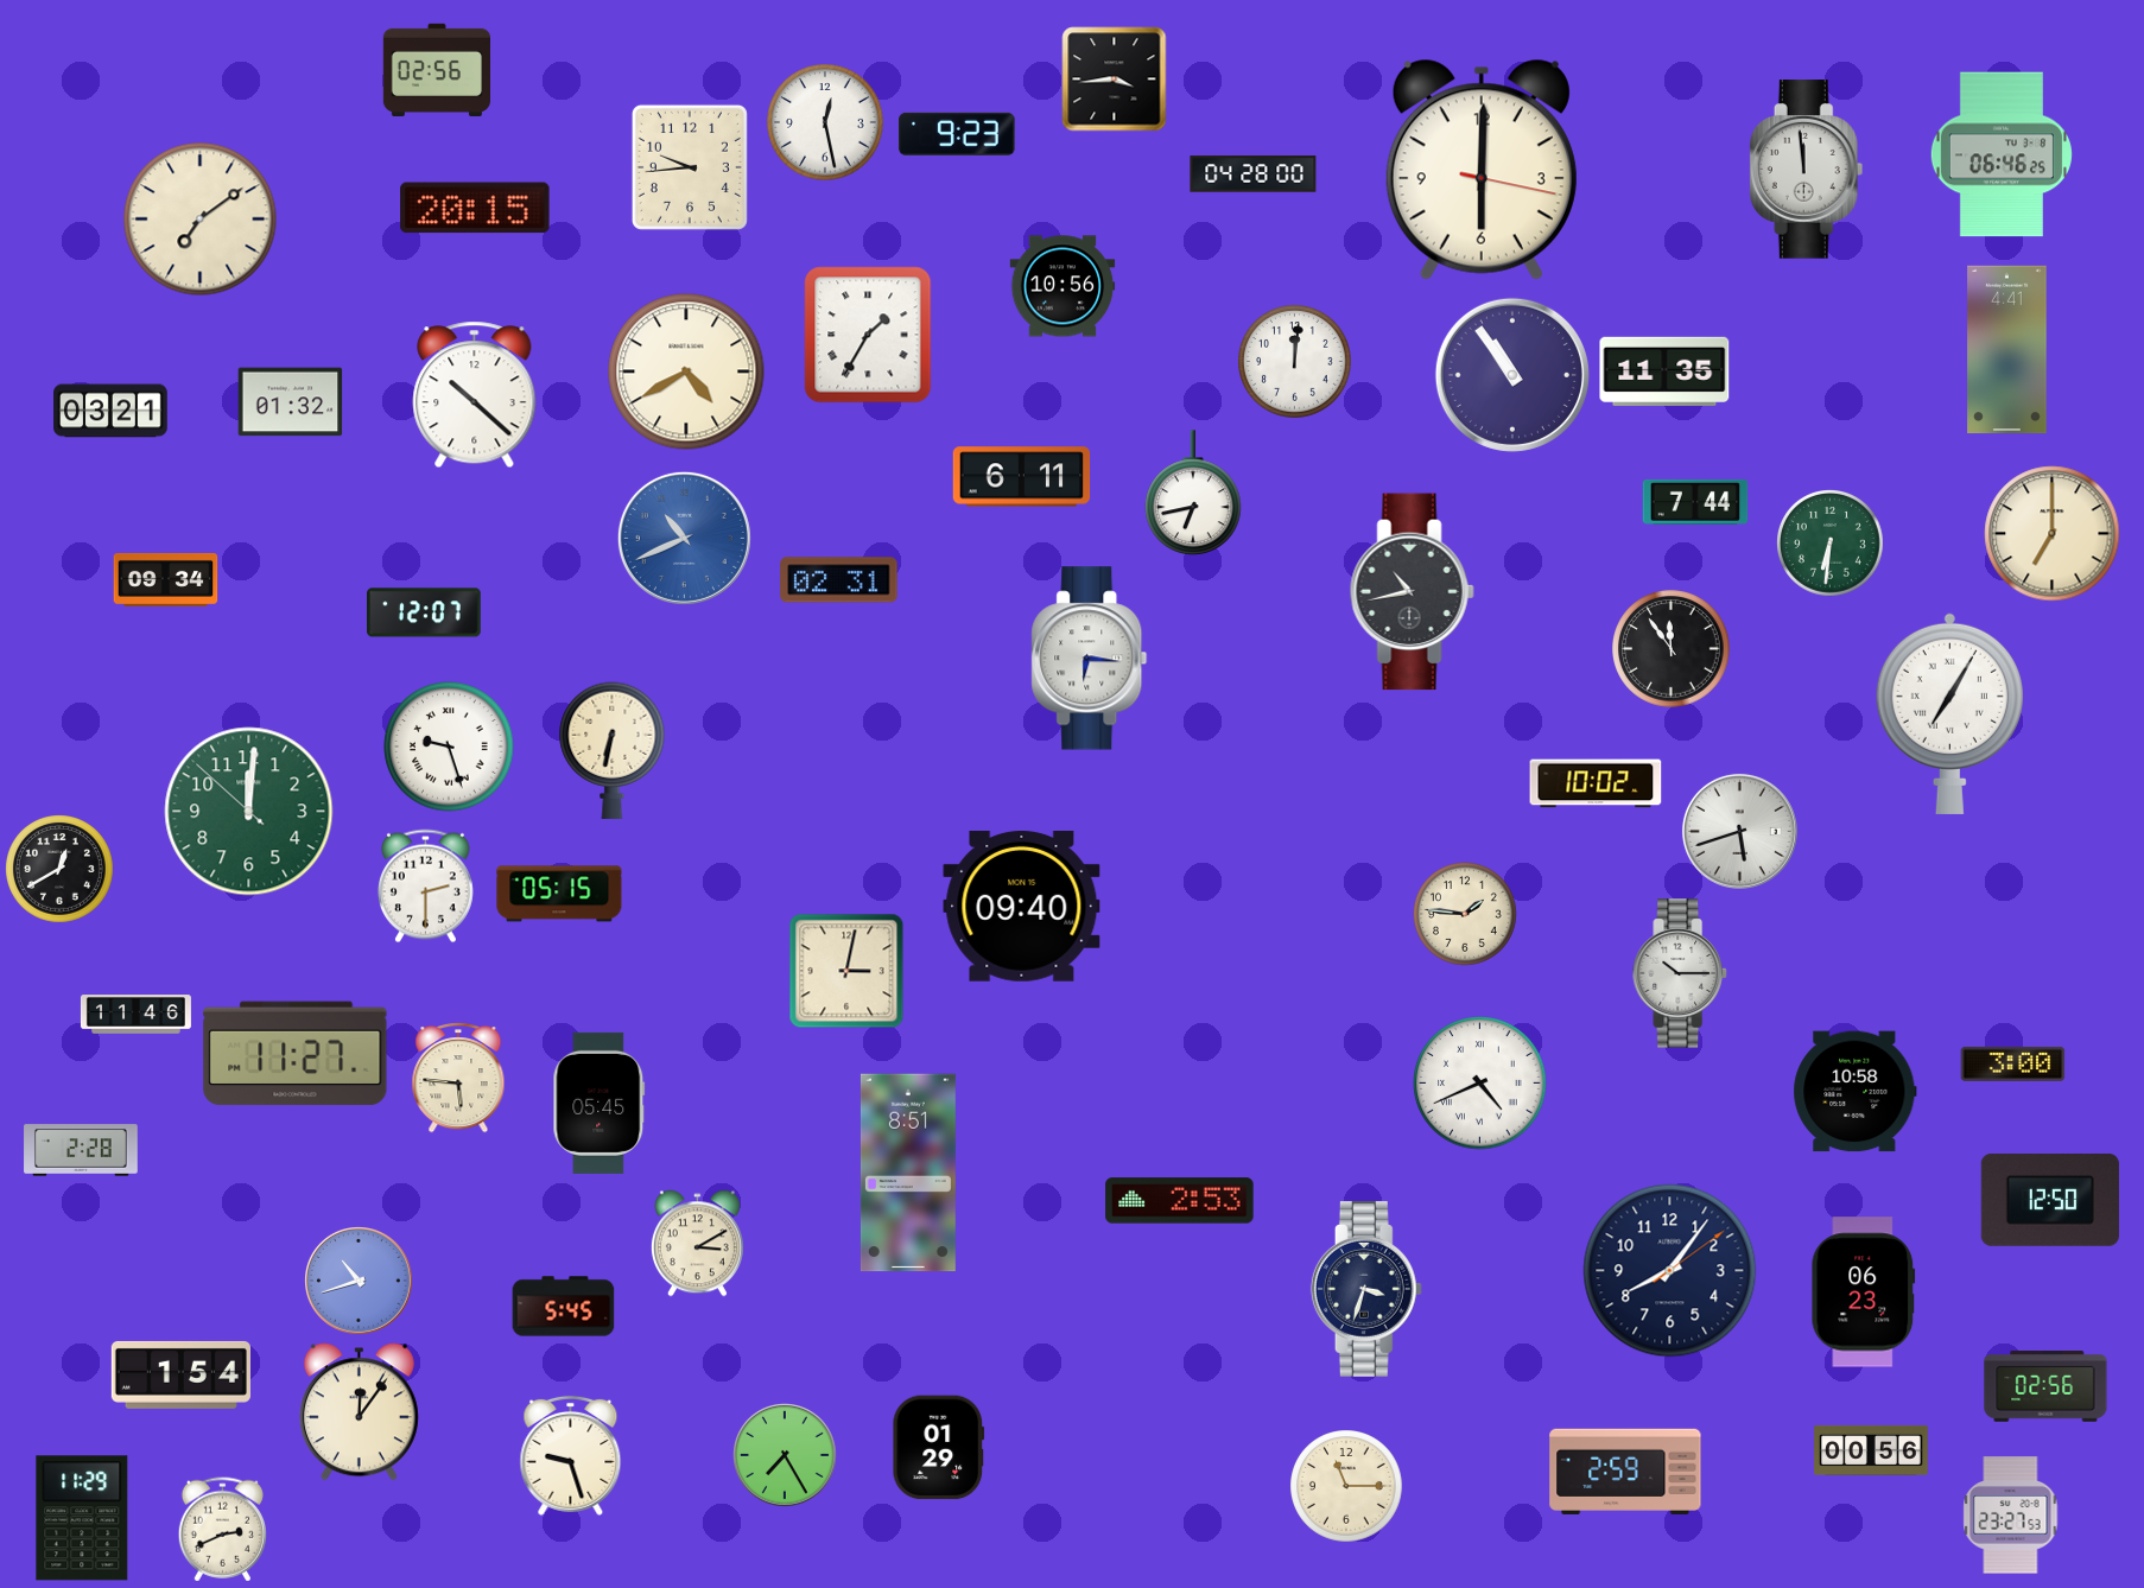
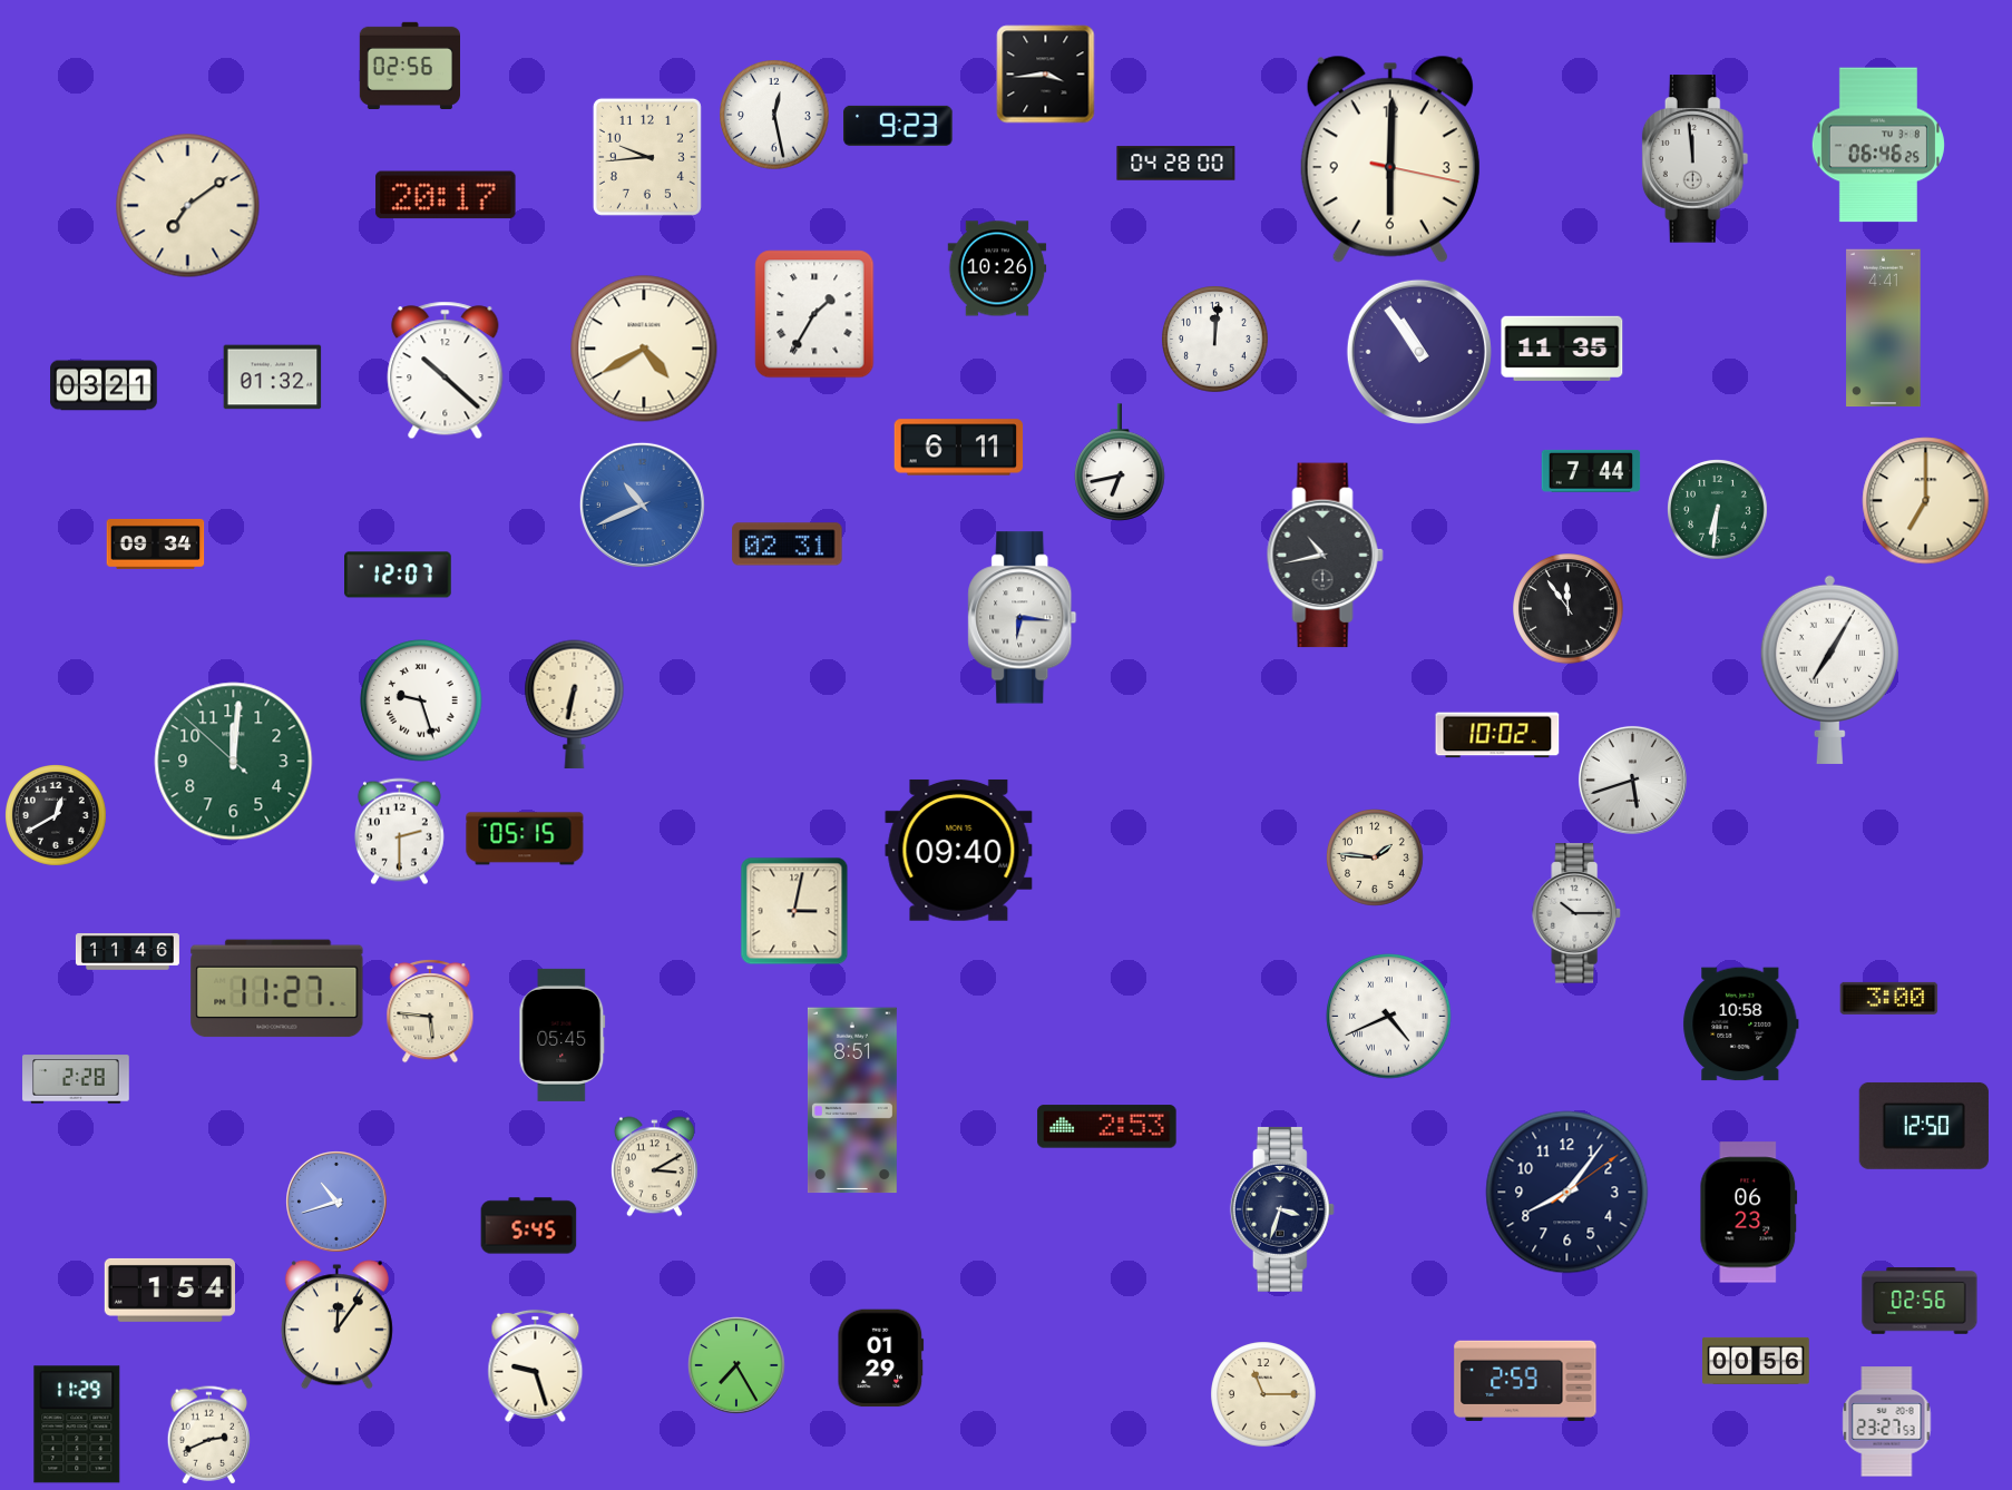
clock at (475, 208): 20:15 -> 20:17
clock at (1063, 286): 10:56 -> 10:26
